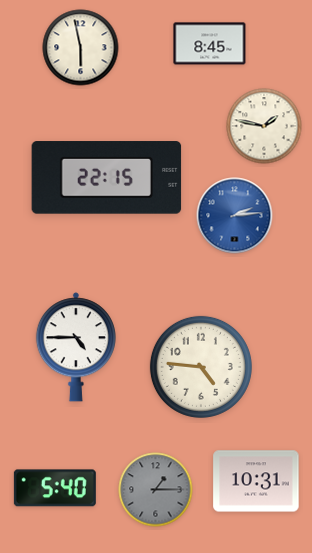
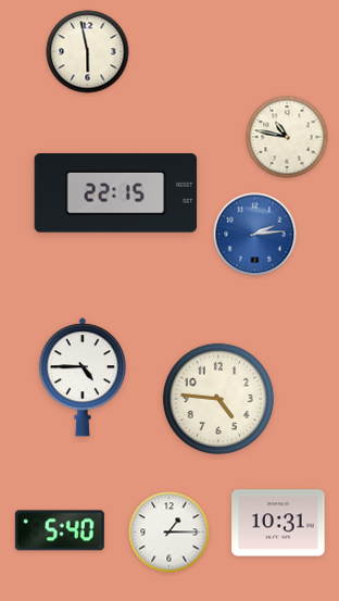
clock at (210, 44): 8:45 -> none
clock at (264, 126): 1:47 -> 10:47
clock at (156, 490) dial: grey -> white
